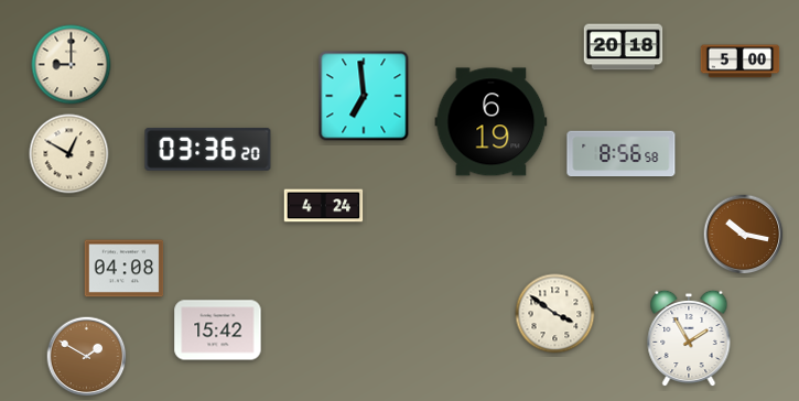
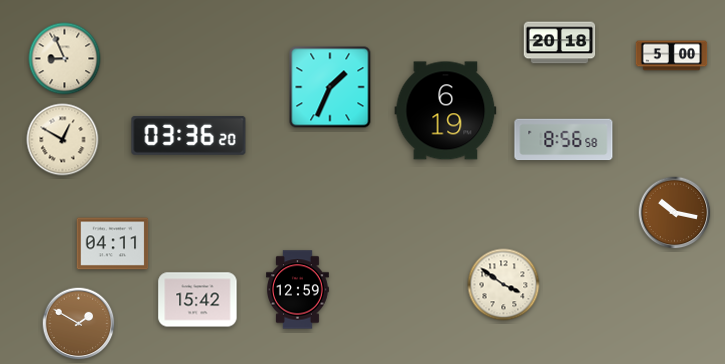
clock at (624, 47) position: (624, 47) -> (560, 43)
clock at (72, 65): 9:00 -> 8:56
clock at (364, 96): 6:59 -> 1:34
clock at (324, 206): 4:24 -> none
clock at (125, 269): 04:08 -> 04:11
clock at (298, 290): none -> 12:59
clock at (689, 338): 1:55 -> none
